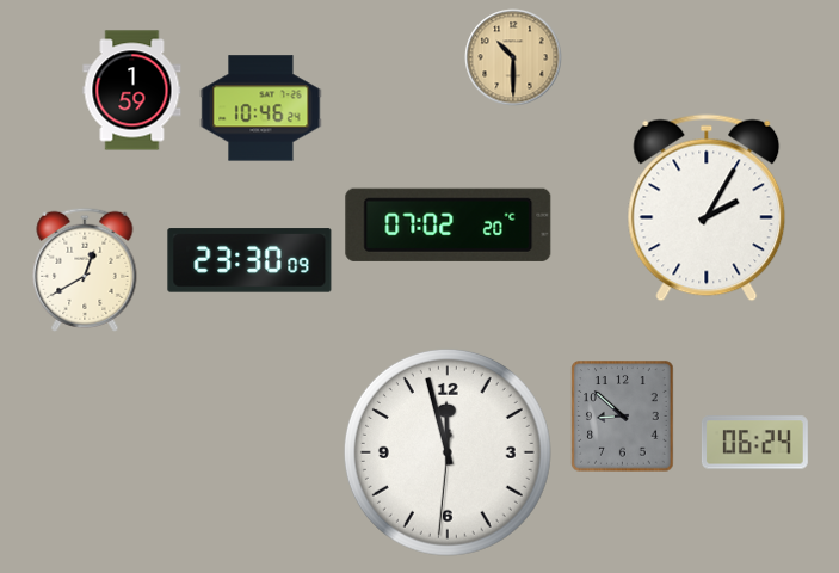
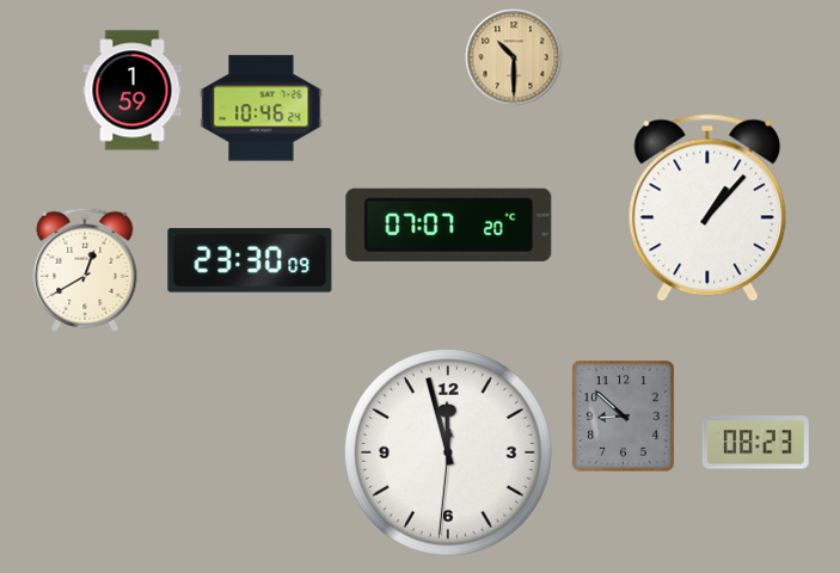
clock at (707, 208): 2:05 -> 1:07
clock at (449, 224): 07:02 -> 07:07
clock at (754, 443): 06:24 -> 08:23
